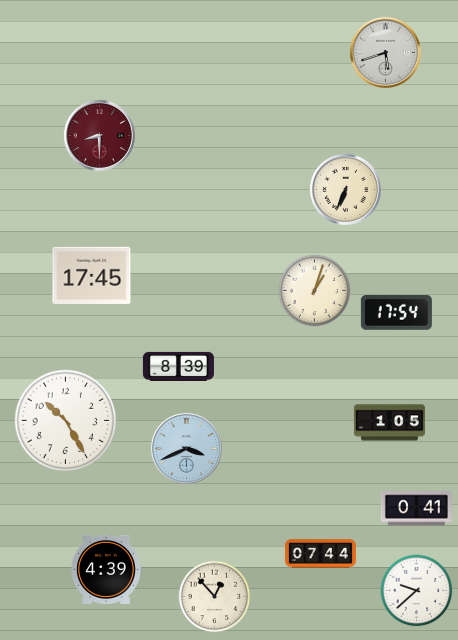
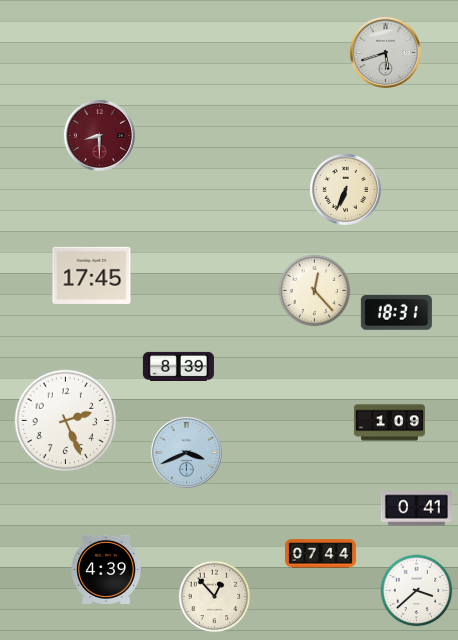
clock at (315, 291): 1:03 -> 12:23
clock at (396, 313): 17:54 -> 18:31
clock at (66, 421): 10:25 -> 2:26
clock at (389, 423): 1:05 -> 1:09
clock at (186, 448) position: (186, 448) -> (186, 452)
clock at (417, 591): 9:38 -> 3:38
